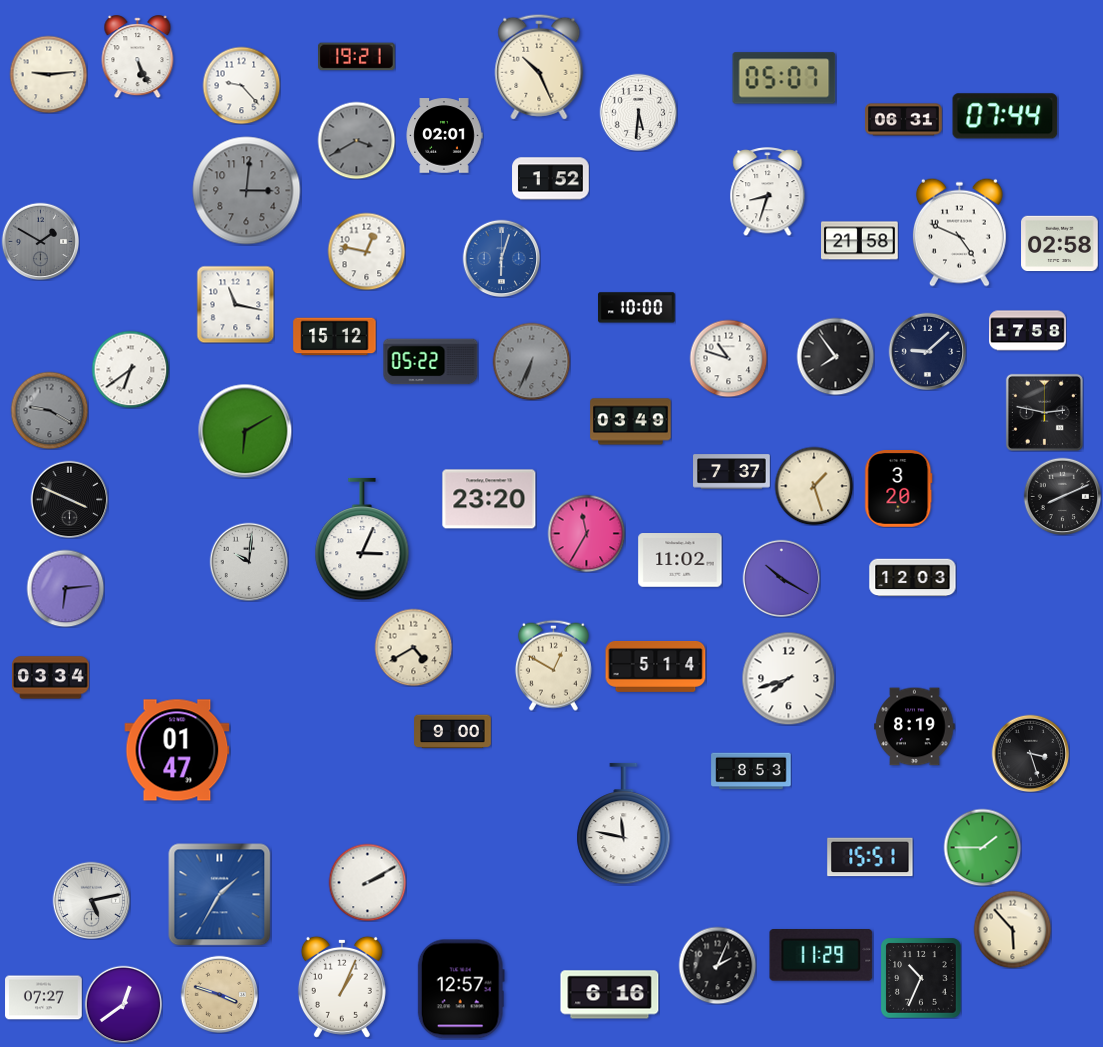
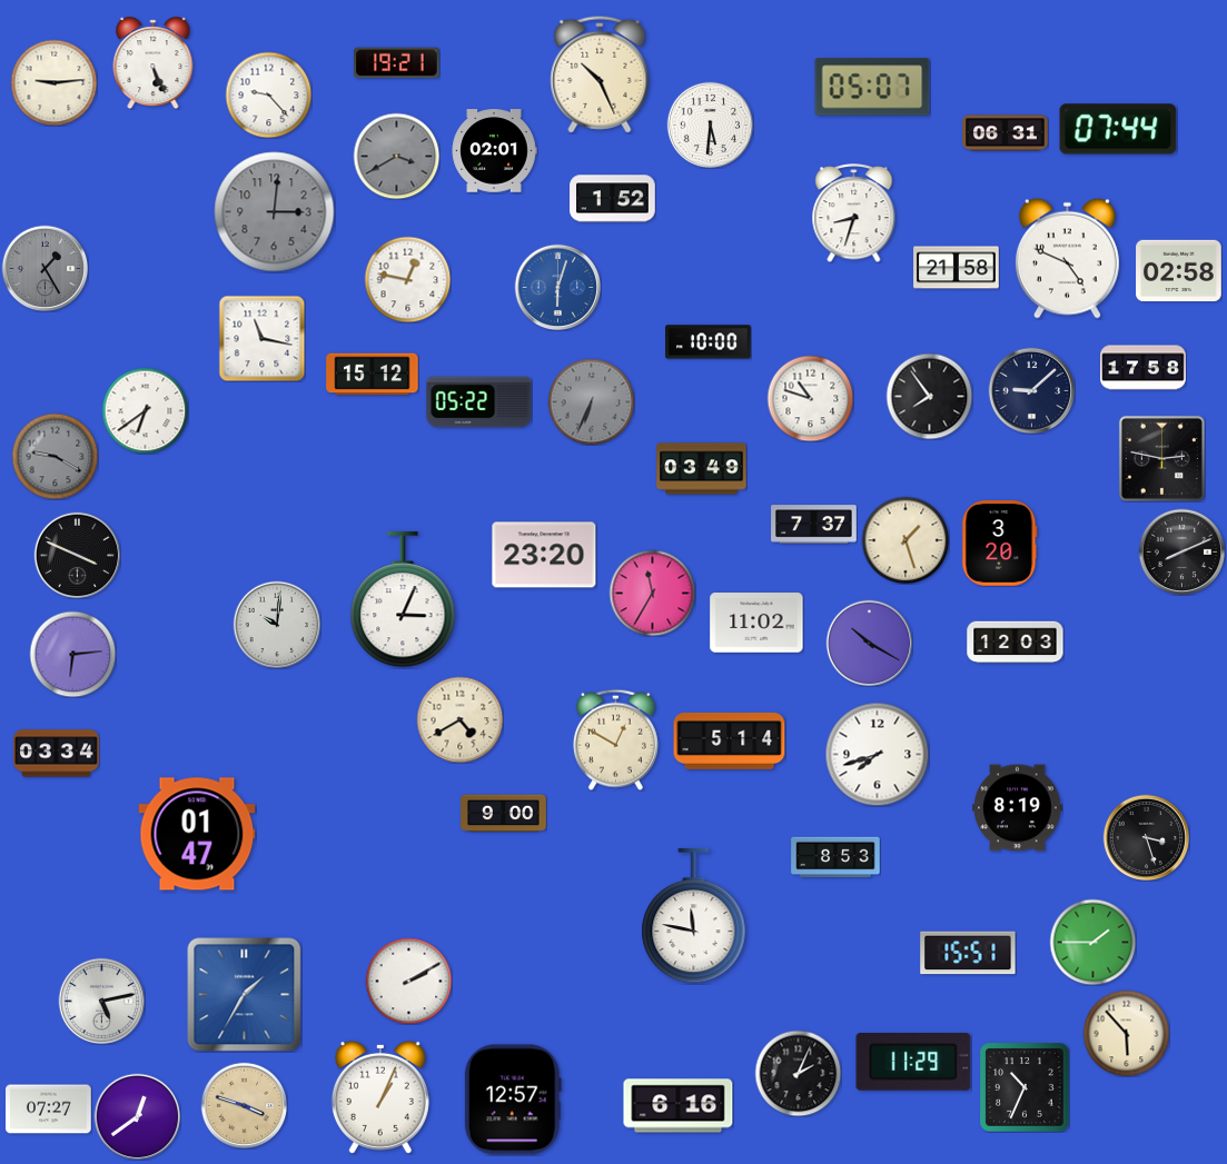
clock at (40, 241): 1:50 -> 1:25
clock at (245, 431): 6:10 -> none
